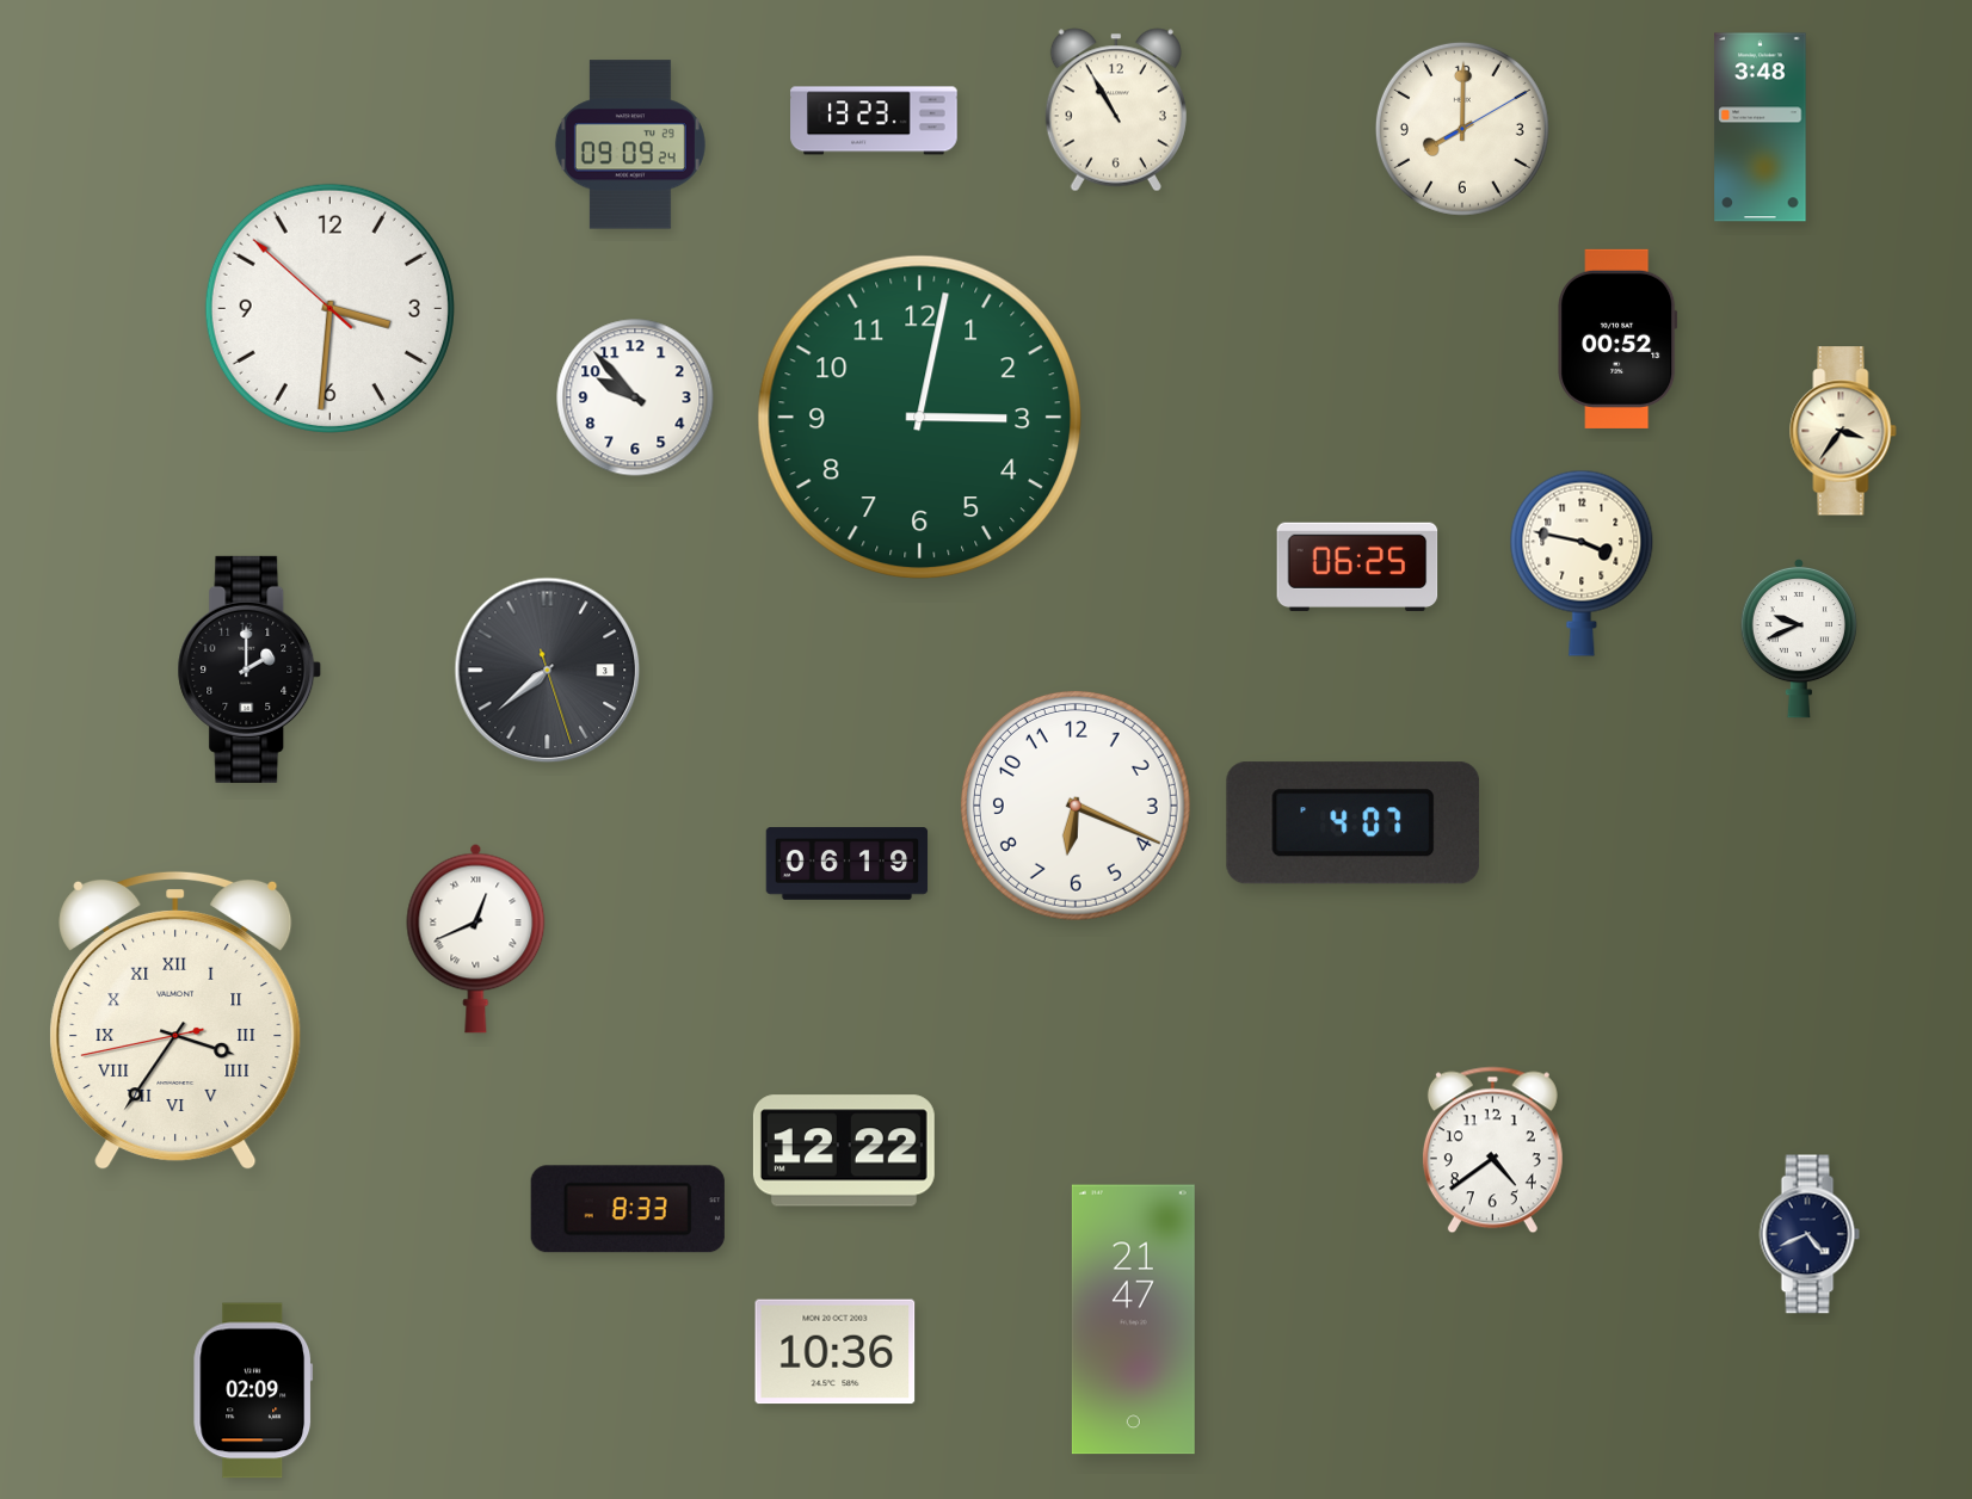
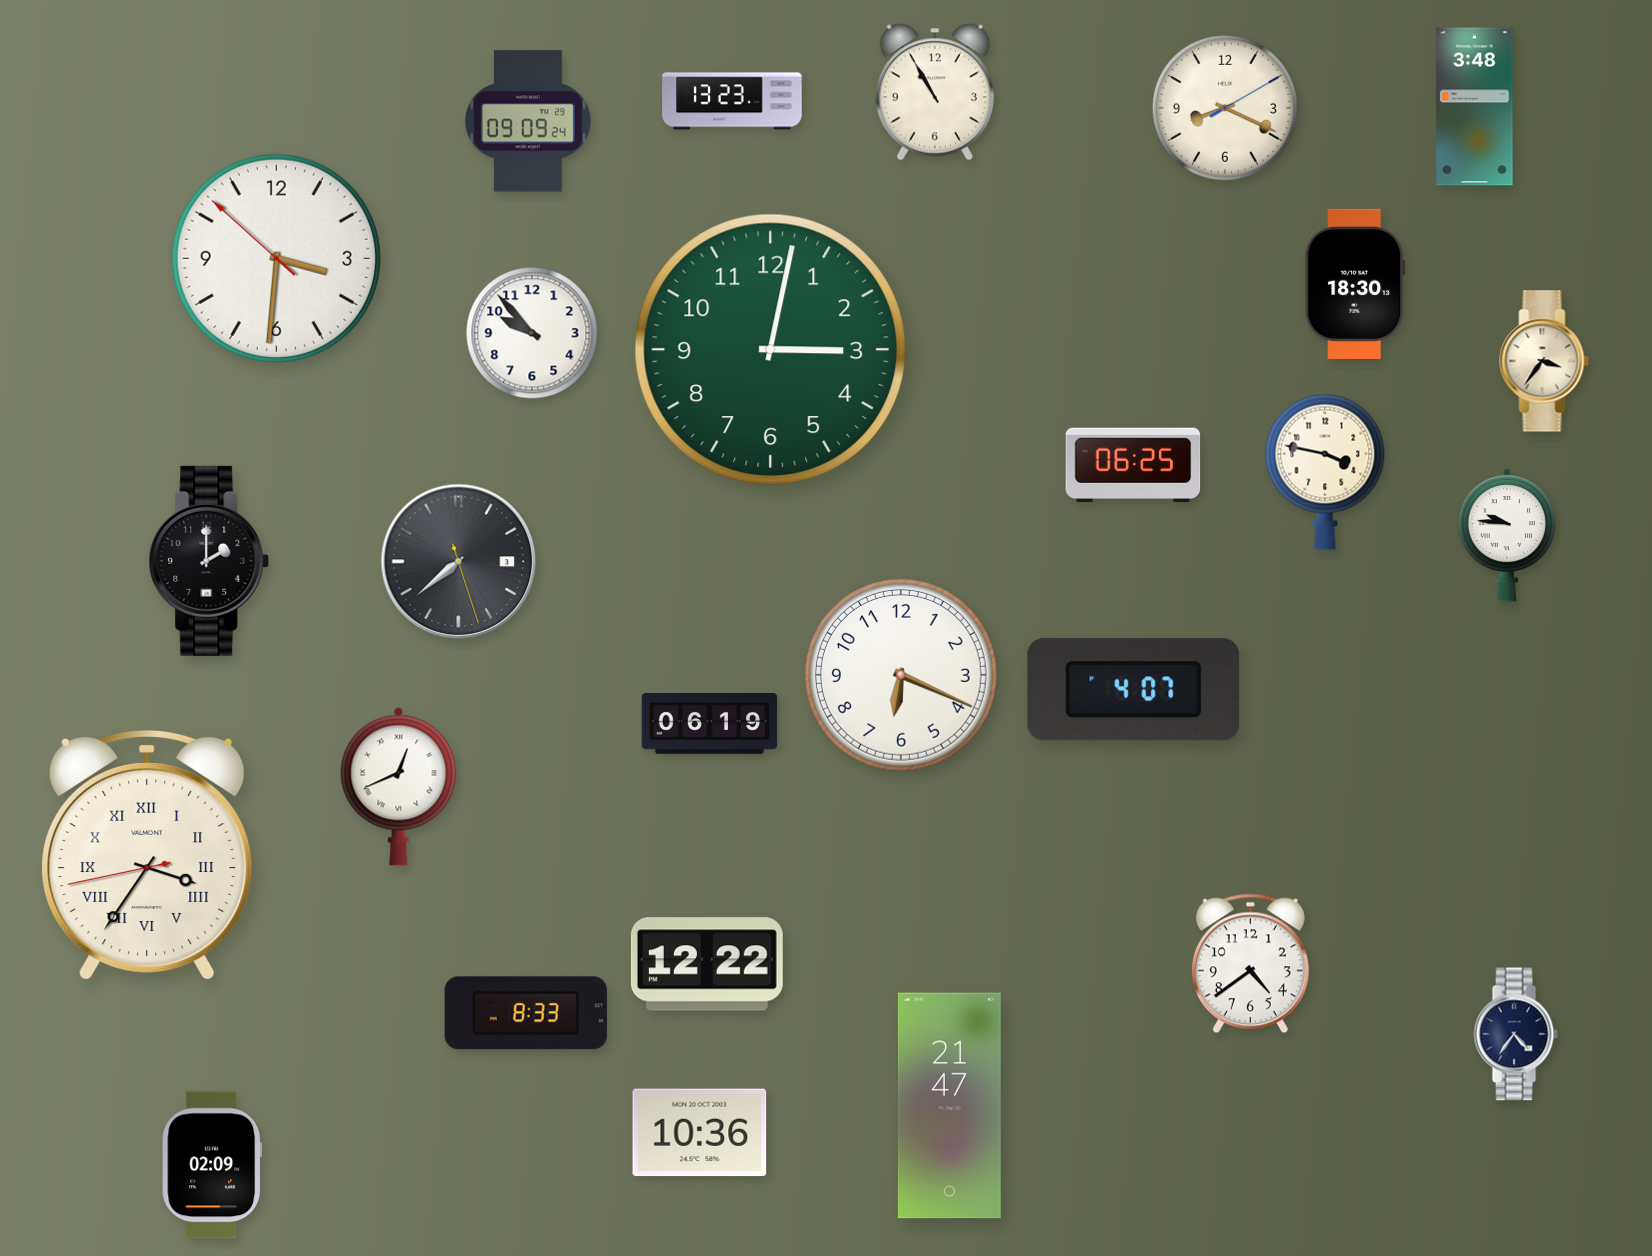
clock at (1462, 129): 8:00 -> 8:19
clock at (1617, 339): 00:52 -> 18:30
clock at (1357, 567) position: (1357, 567) -> (1133, 465)
clock at (1799, 639): 9:41 -> 9:46
clock at (1810, 1234): 4:41 -> 4:36
